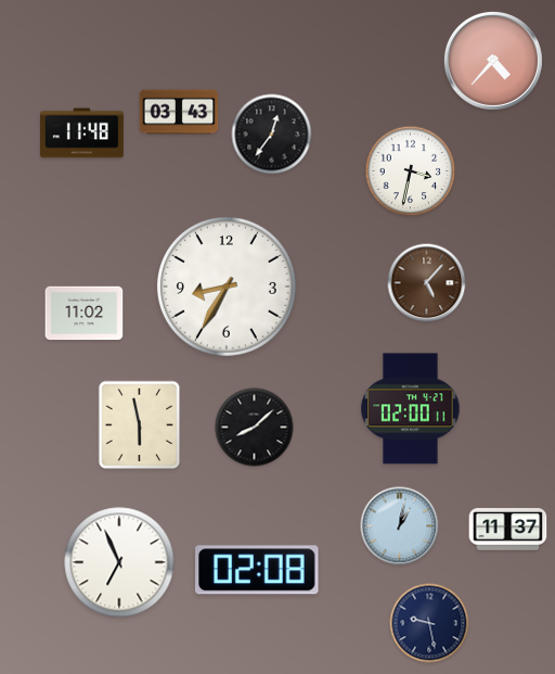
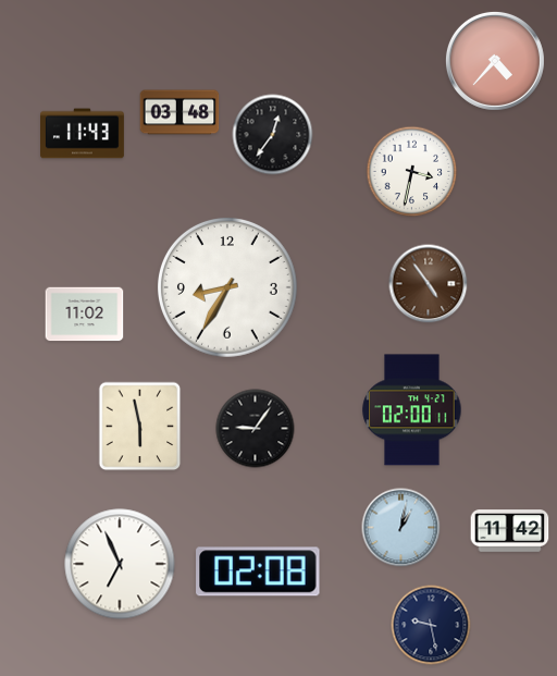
clock at (179, 112): 03:43 -> 03:48
clock at (82, 133): 11:48 -> 11:43
clock at (427, 283): 5:07 -> 4:54
clock at (255, 428): 8:08 -> 9:06
clock at (508, 530): 11:37 -> 11:42
